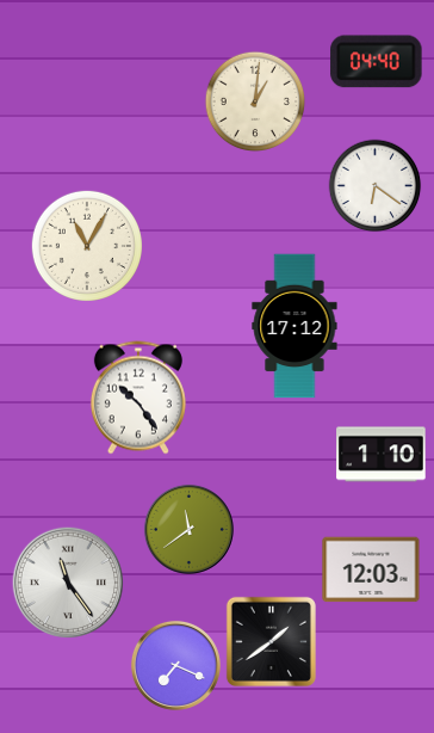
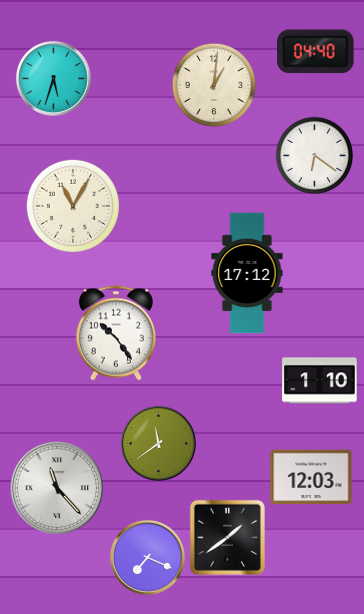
clock at (53, 78): none -> 5:33
clock at (67, 581): 11:24 -> 11:23
